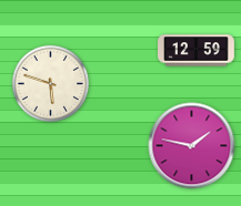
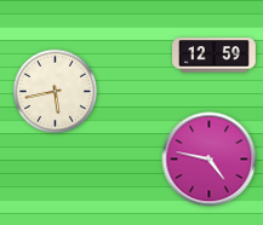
clock at (50, 83): 5:48 -> 5:43
clock at (192, 146): 1:47 -> 4:47
